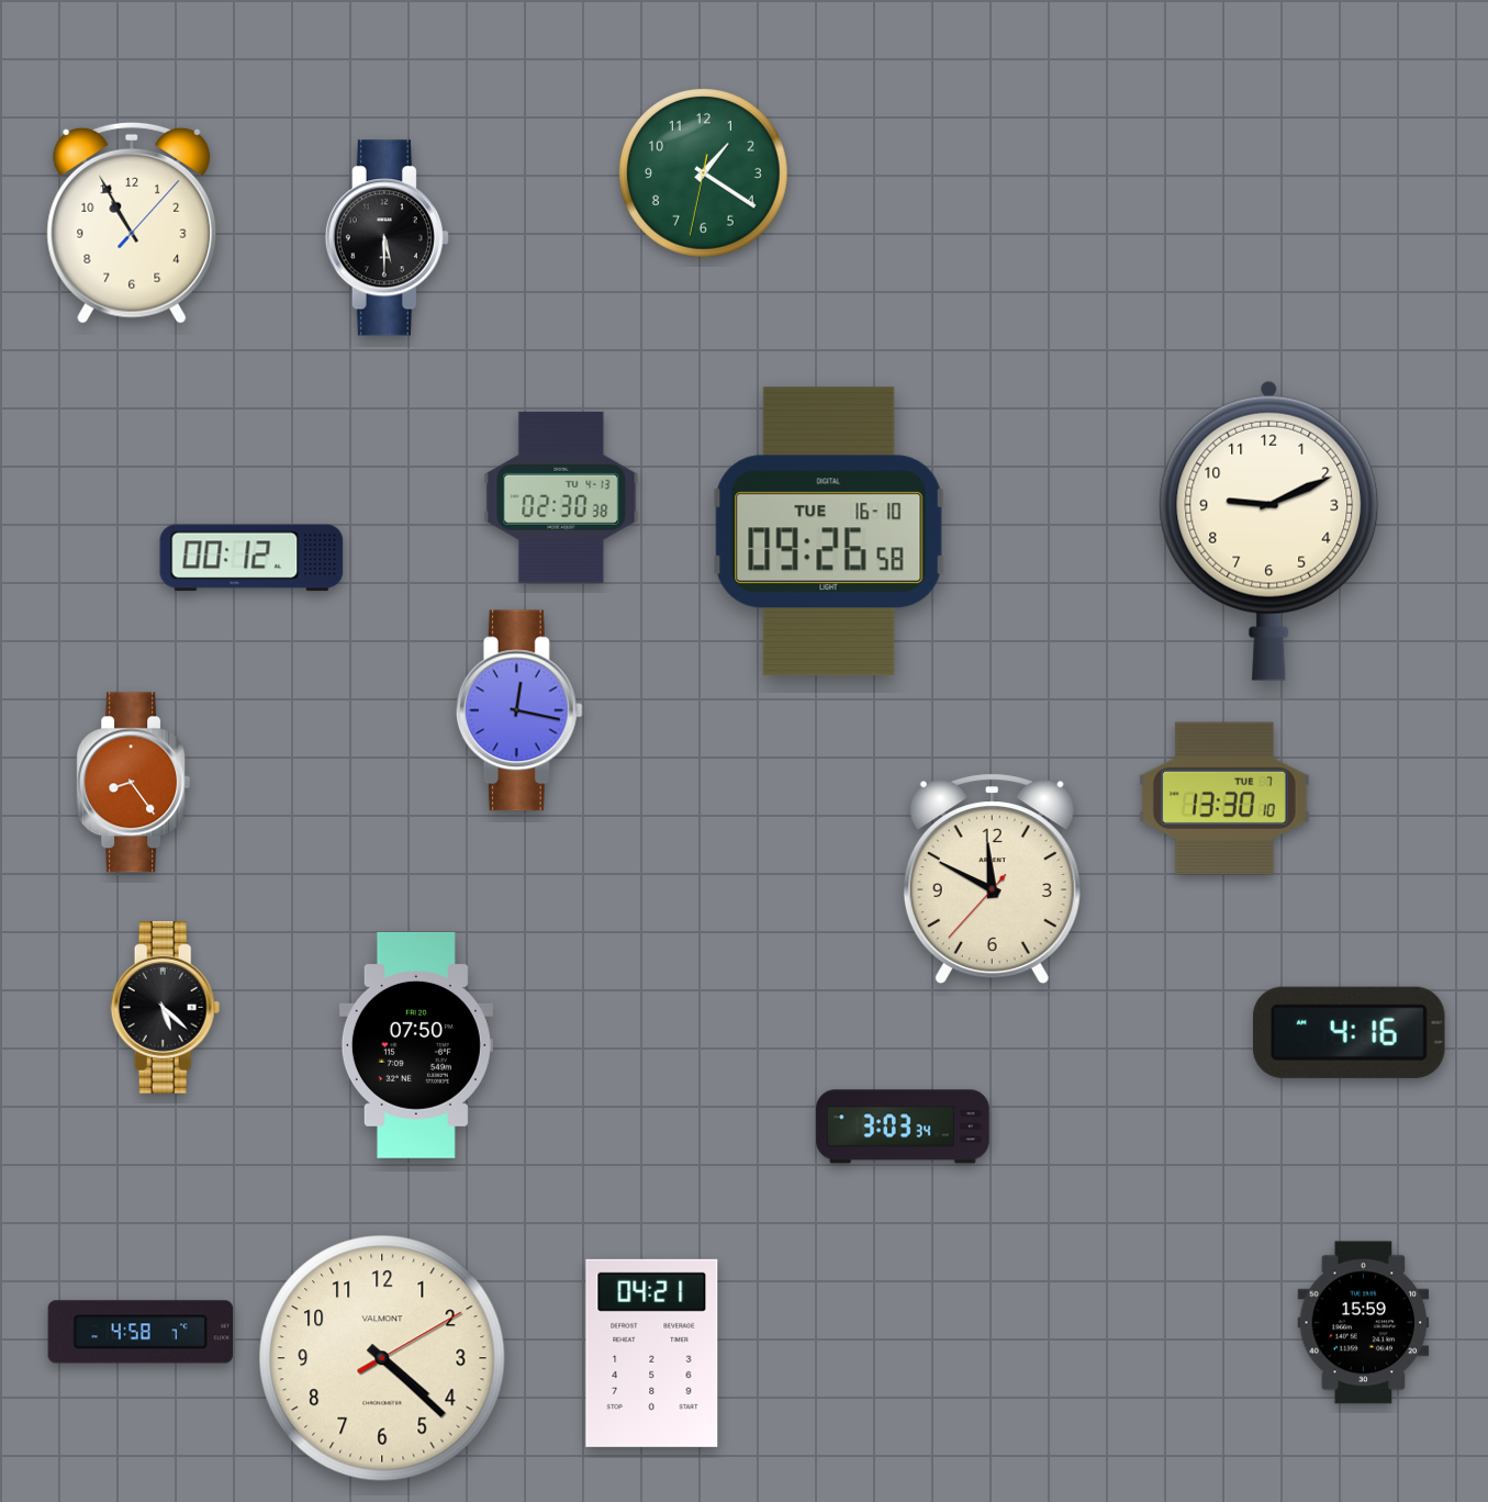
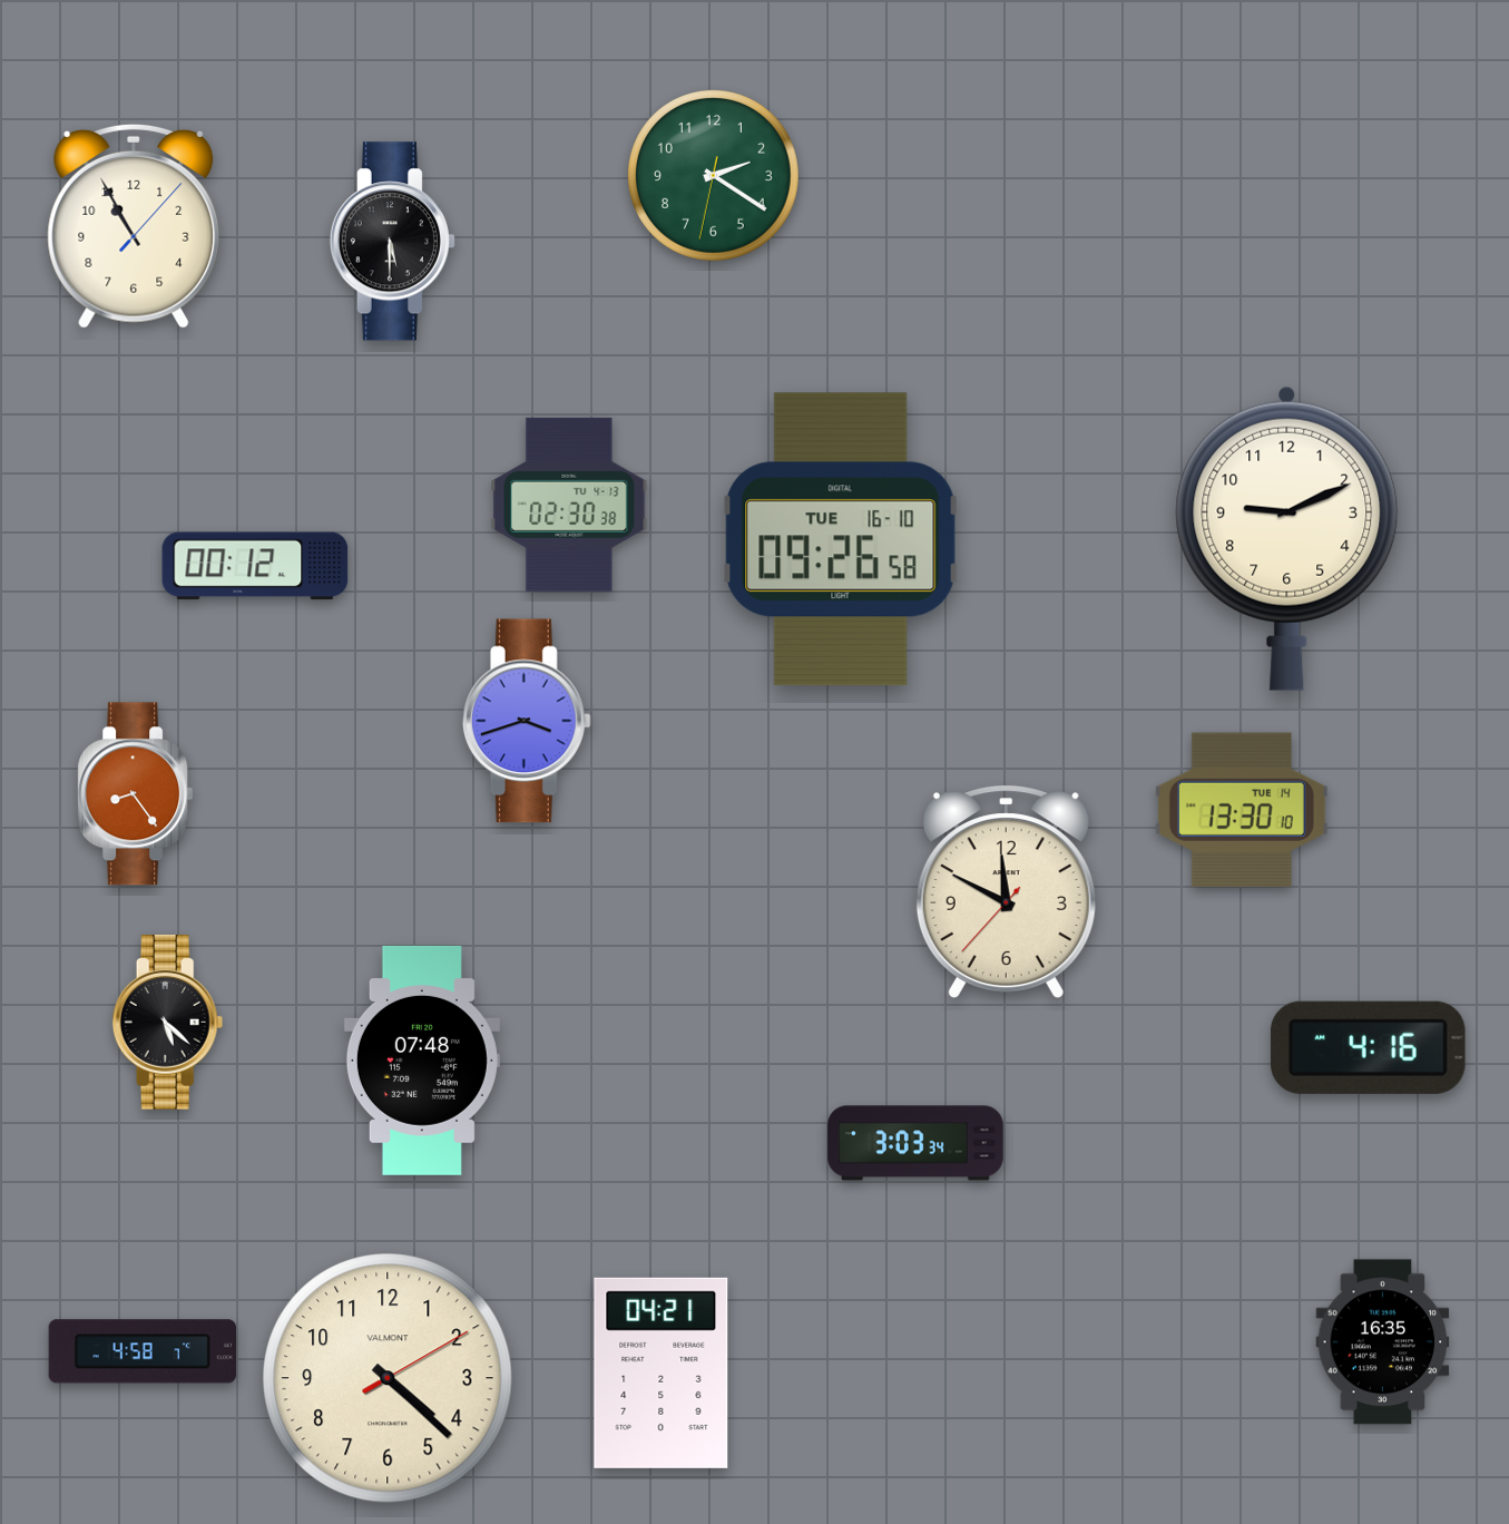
clock at (703, 172): 1:20 -> 2:20
clock at (519, 710): 12:17 -> 3:42
clock at (1224, 798) date: TUE 7 -> TUE 14
clock at (416, 1045): 07:50 -> 07:48
clock at (1364, 1323): 15:59 -> 16:35
